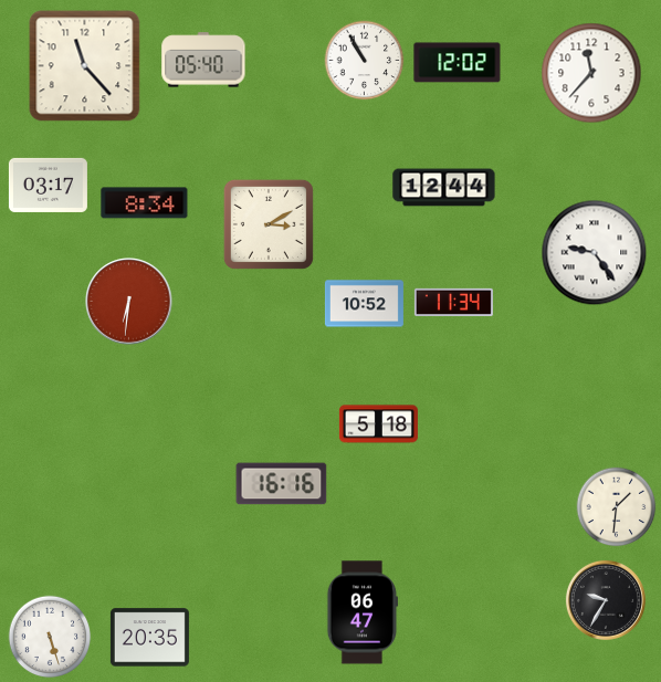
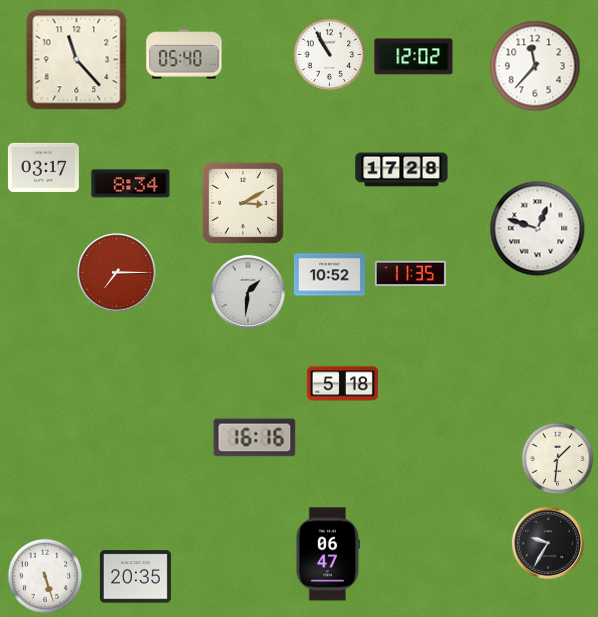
clock at (444, 188): 12:44 -> 17:28
clock at (595, 253): 9:24 -> 12:48
clock at (129, 302): 6:31 -> 7:15
clock at (453, 302): 11:34 -> 11:35
clock at (248, 292): none -> 1:31
